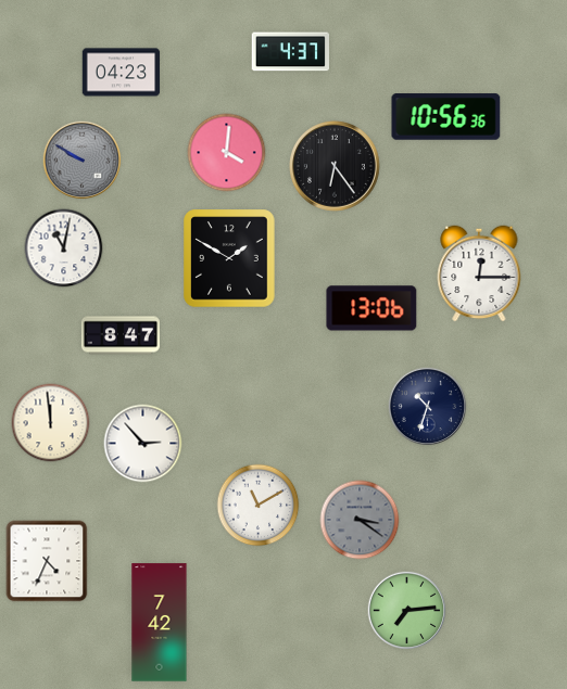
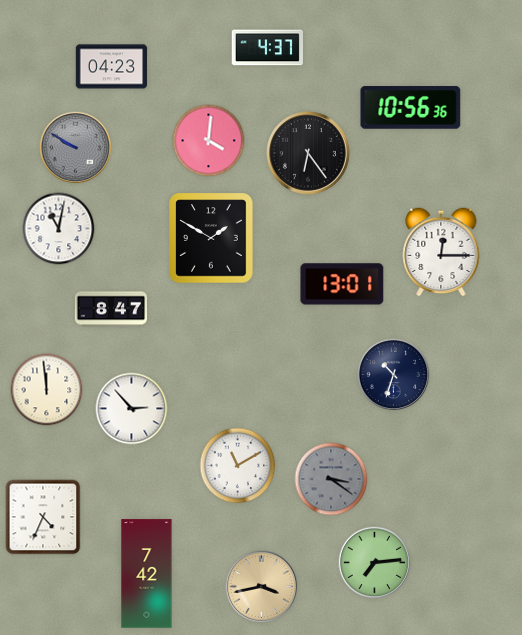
clock at (371, 308): 13:06 -> 13:01
clock at (262, 587): none -> 3:43
